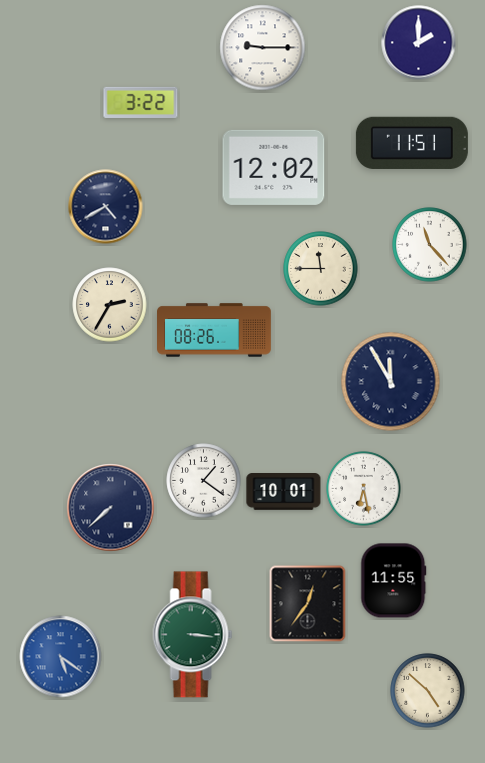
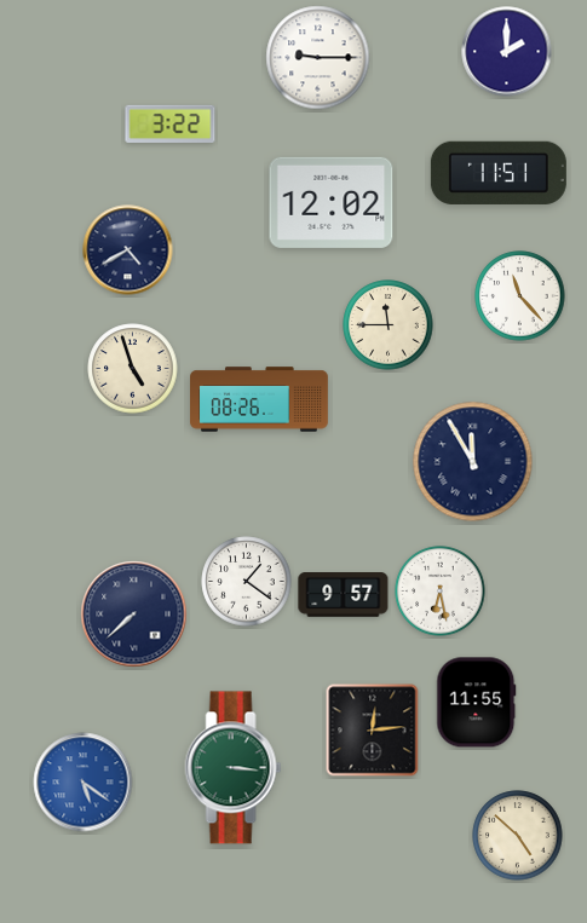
clock at (110, 305): 2:35 -> 4:57
clock at (284, 492): 10:01 -> 9:57
clock at (308, 604): 12:36 -> 12:14
clock at (61, 657) position: (61, 657) -> (84, 783)
